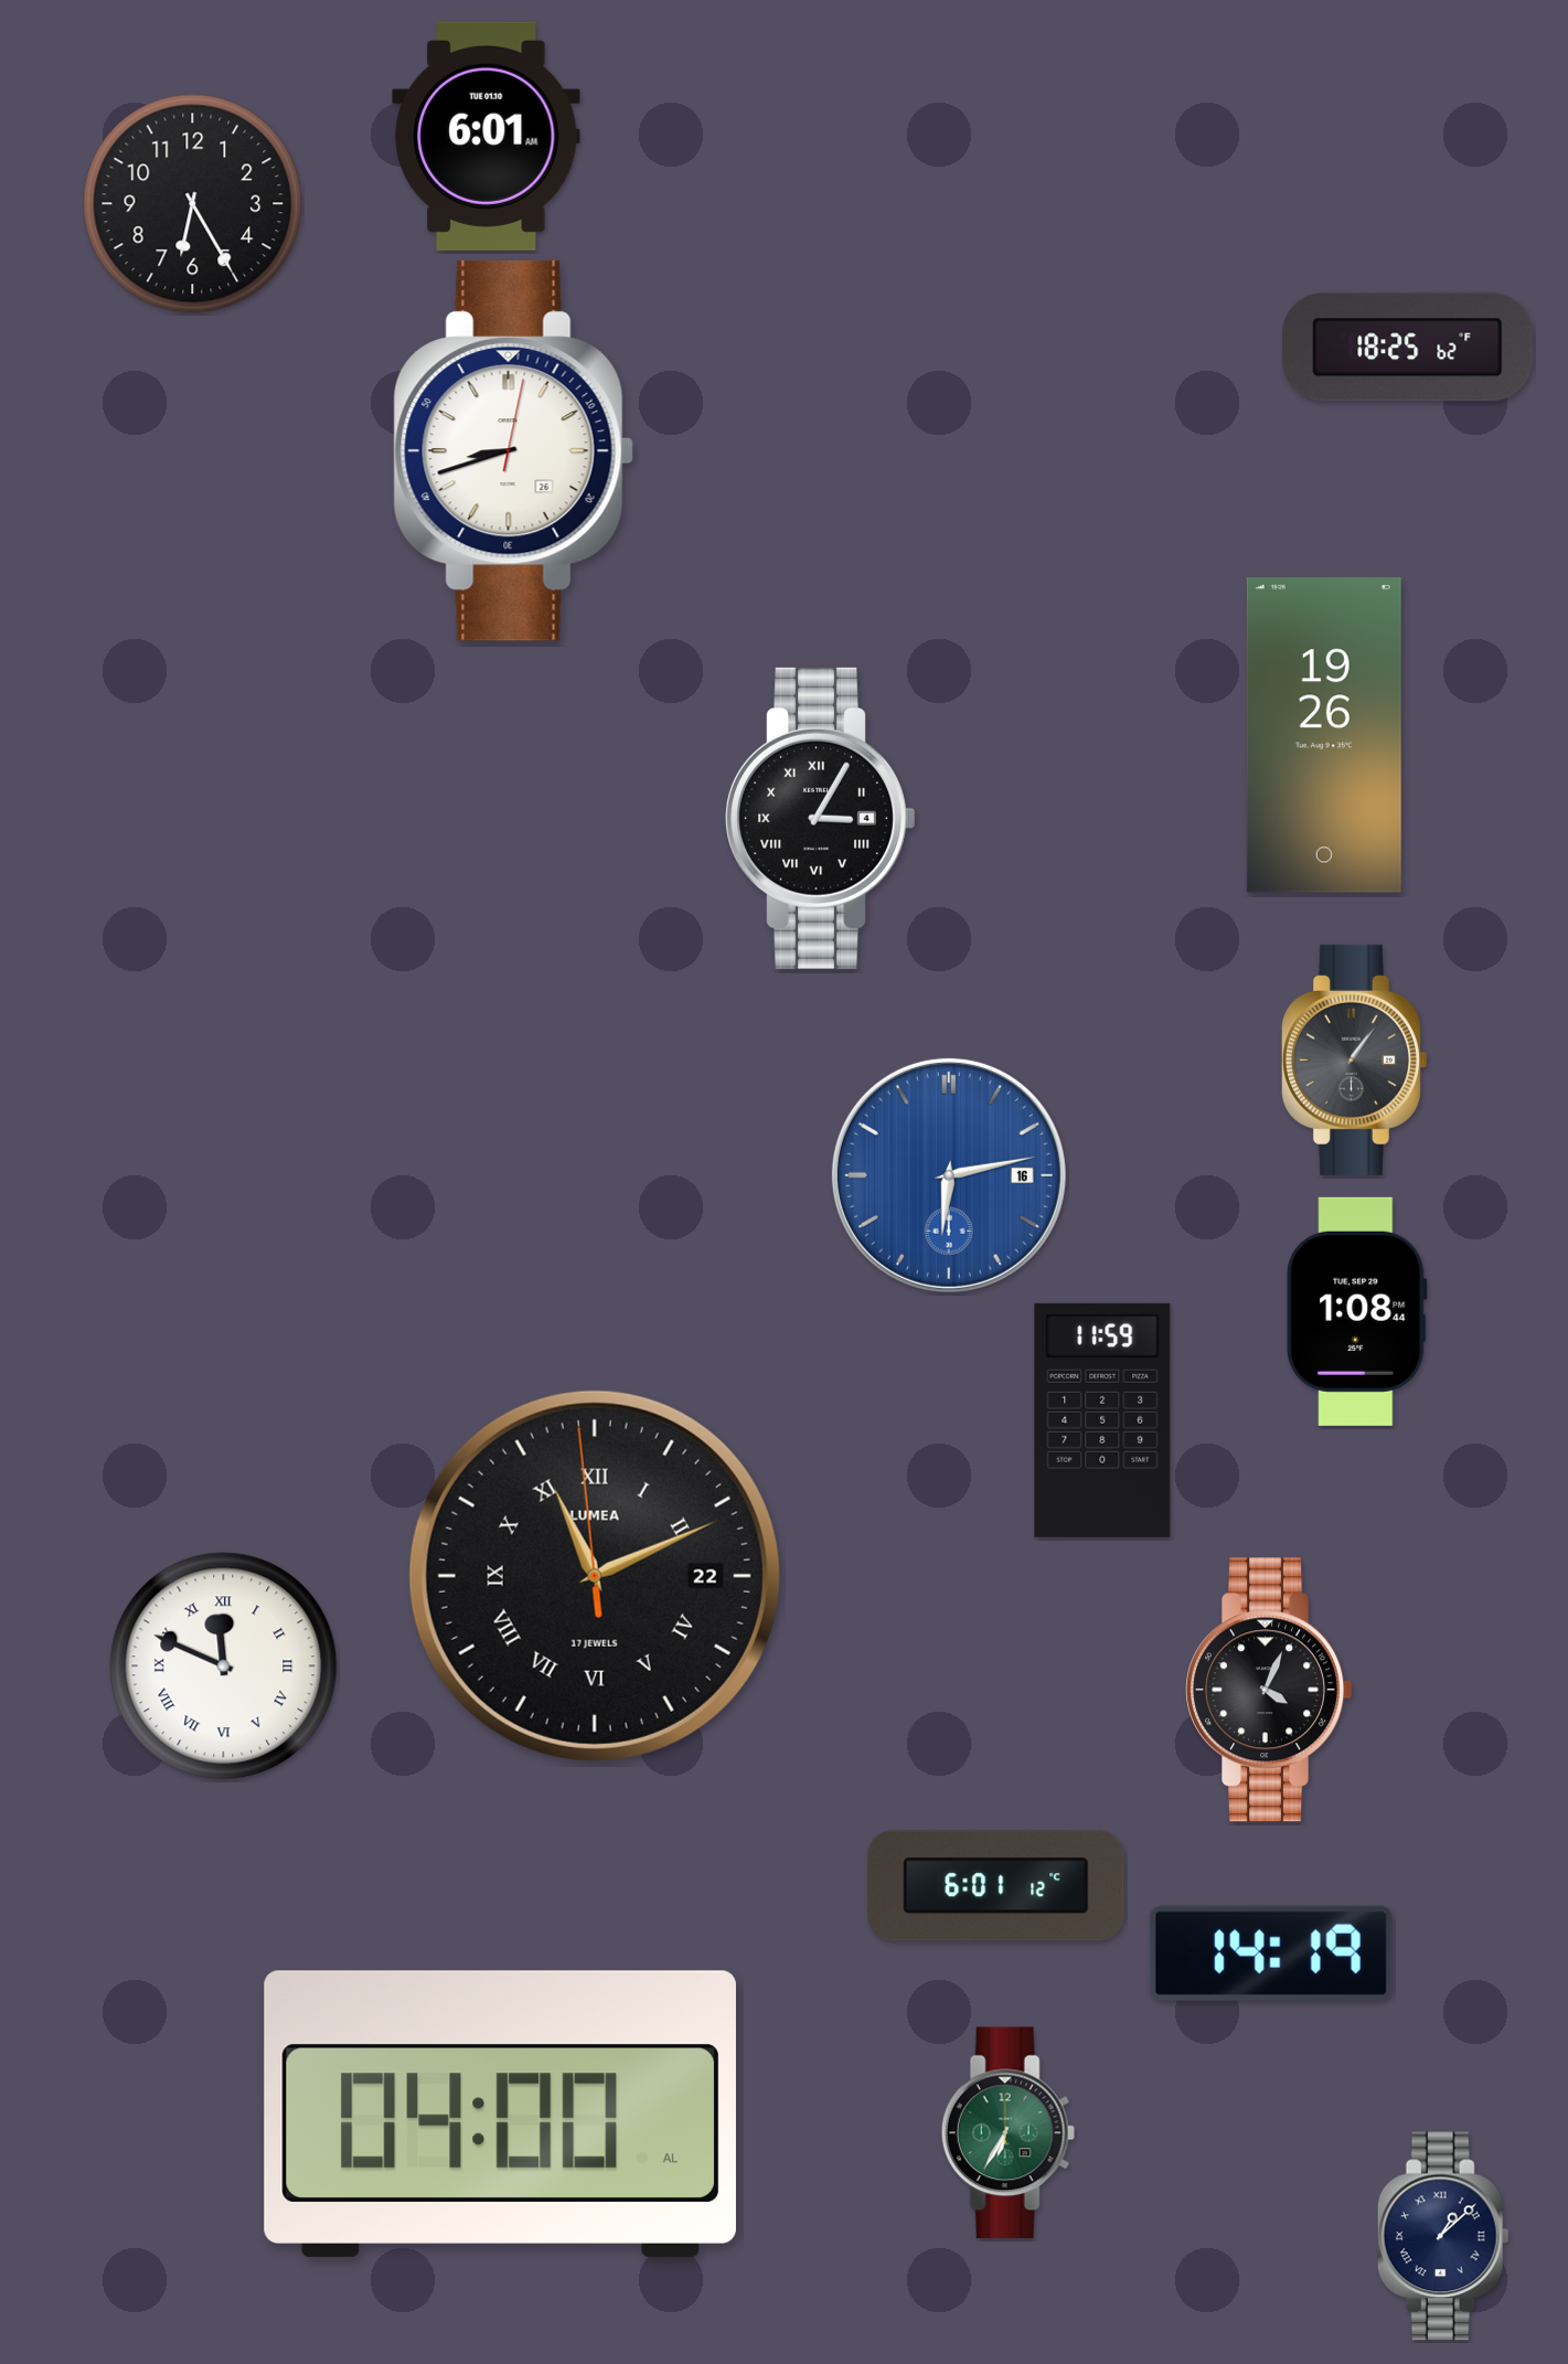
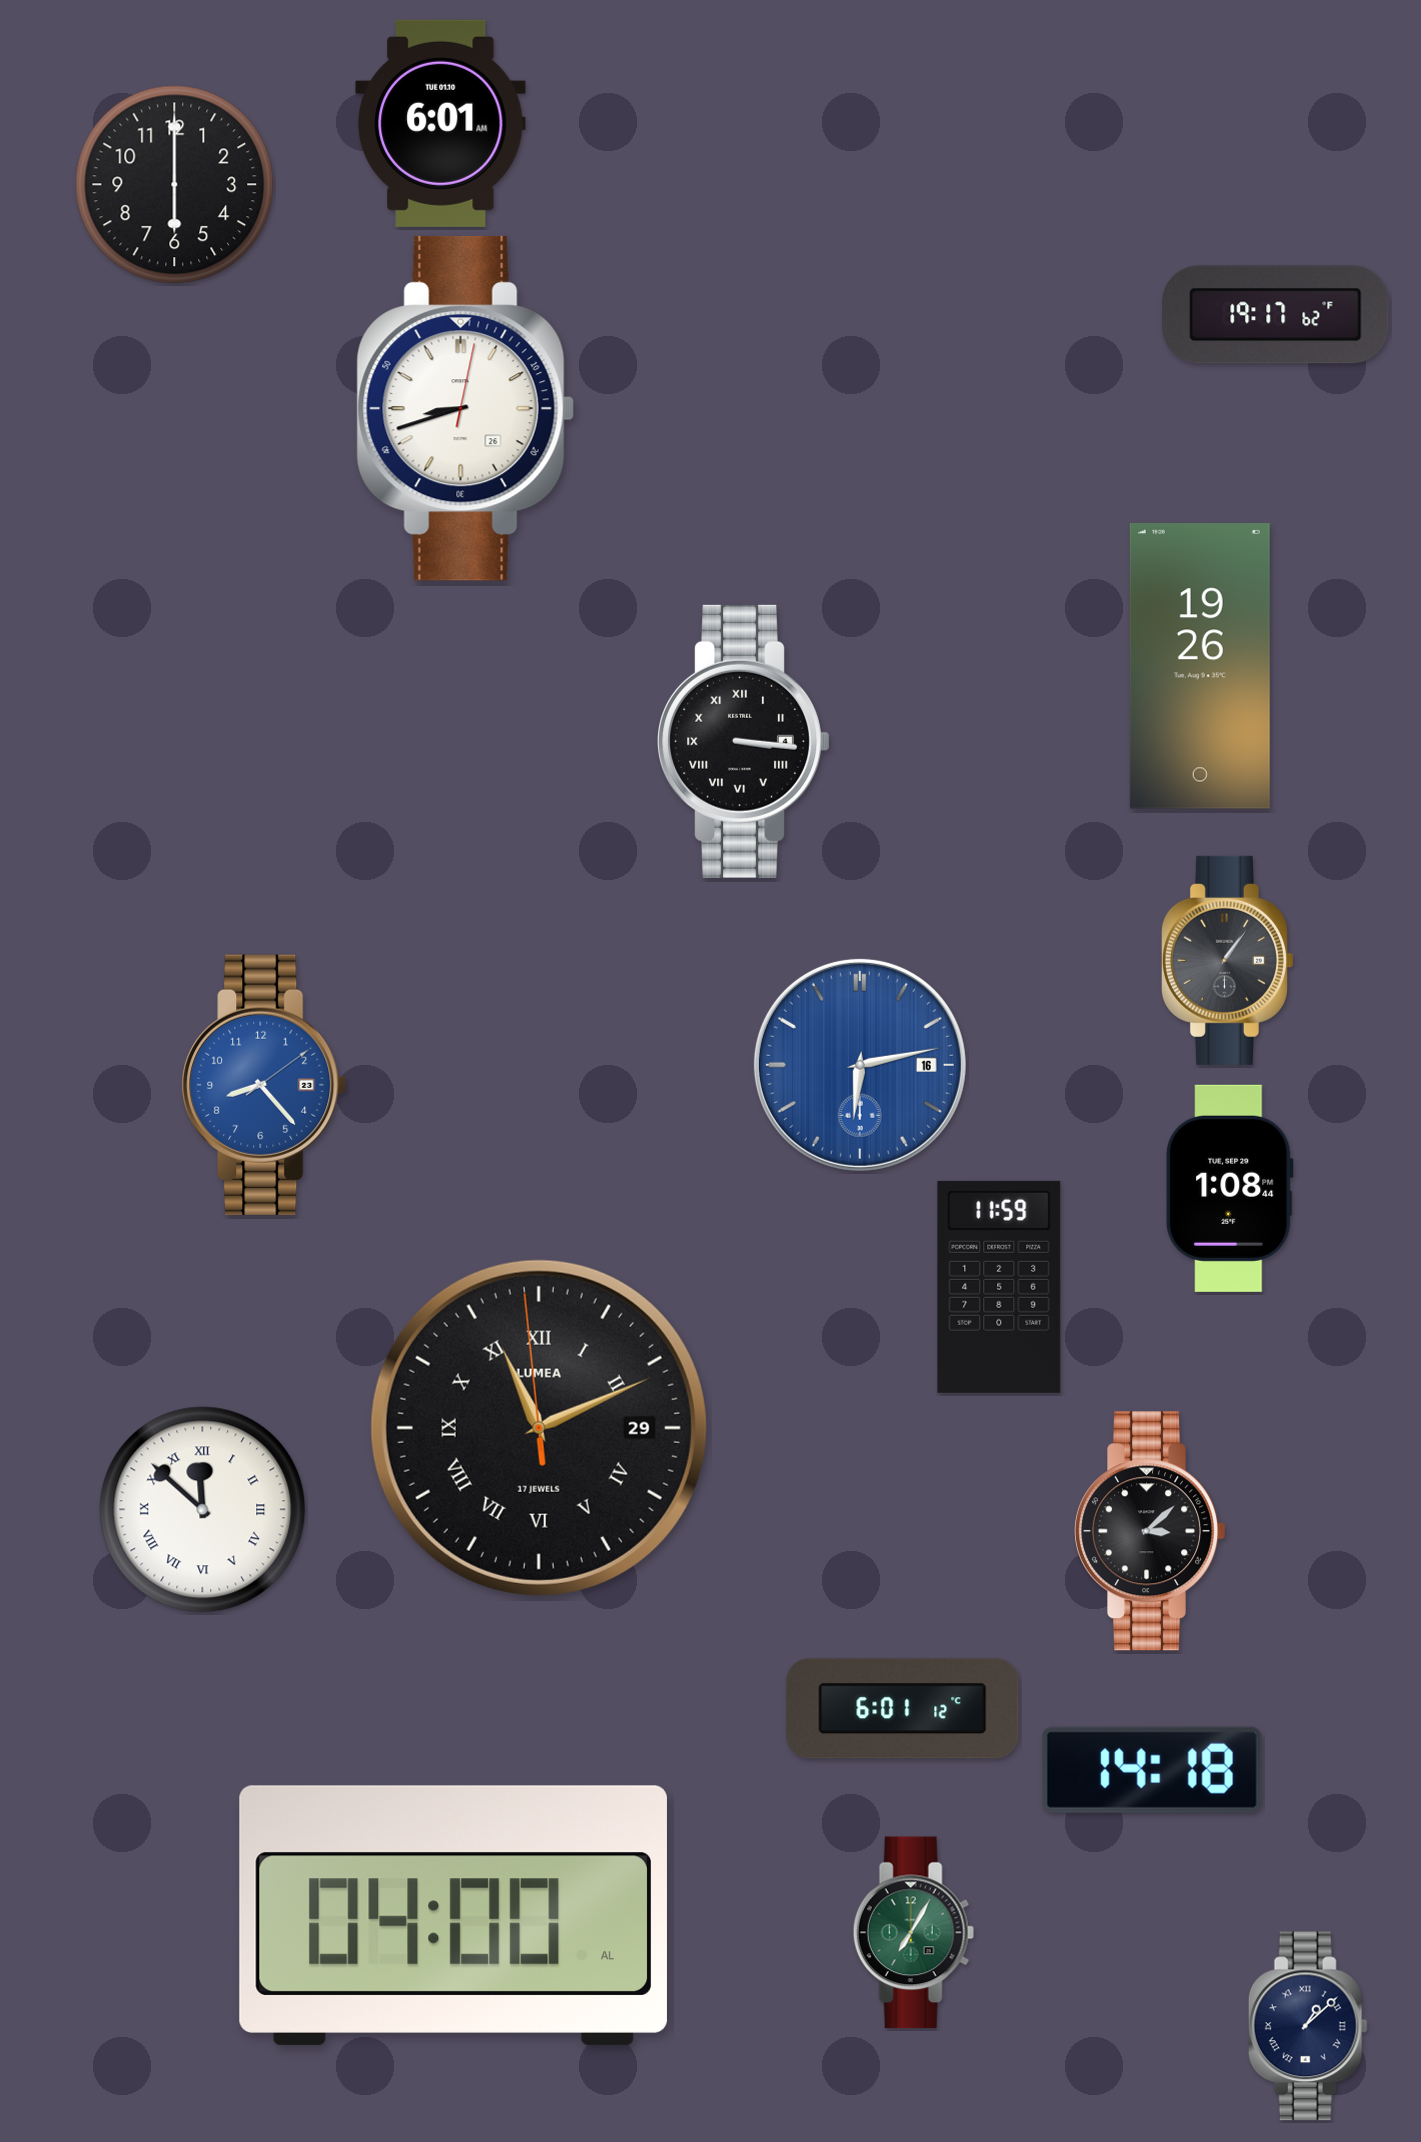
clock at (193, 204): 6:25 -> 6:00
clock at (1408, 348): 18:25 -> 19:17
clock at (821, 818): 3:05 -> 3:16
clock at (264, 1085): none -> 8:23
clock at (595, 1576) date: 22 -> 29
clock at (224, 1666): 11:49 -> 11:52
clock at (1269, 1690): 4:04 -> 3:08
clock at (1271, 1953): 14:19 -> 14:18
clock at (1007, 2133): 6:35 -> 7:05
